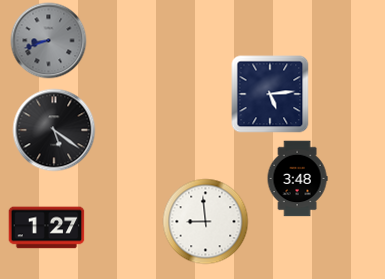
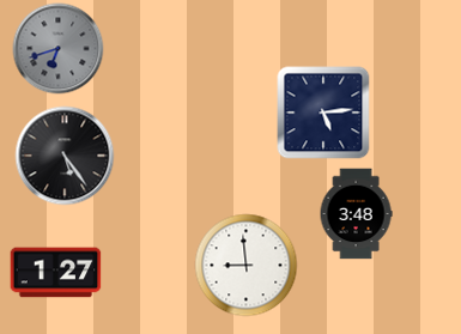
clock at (49, 41): 8:42 -> 6:42
clock at (54, 130): 5:21 -> 5:24
